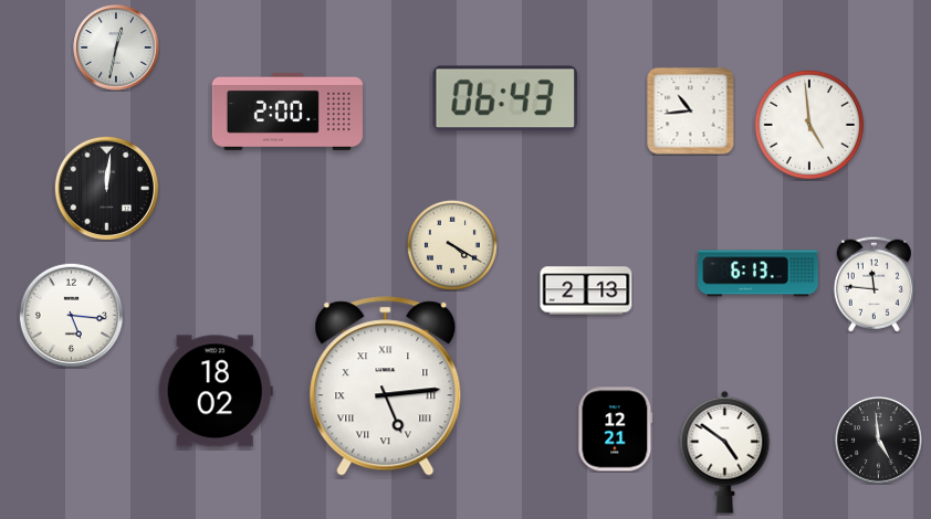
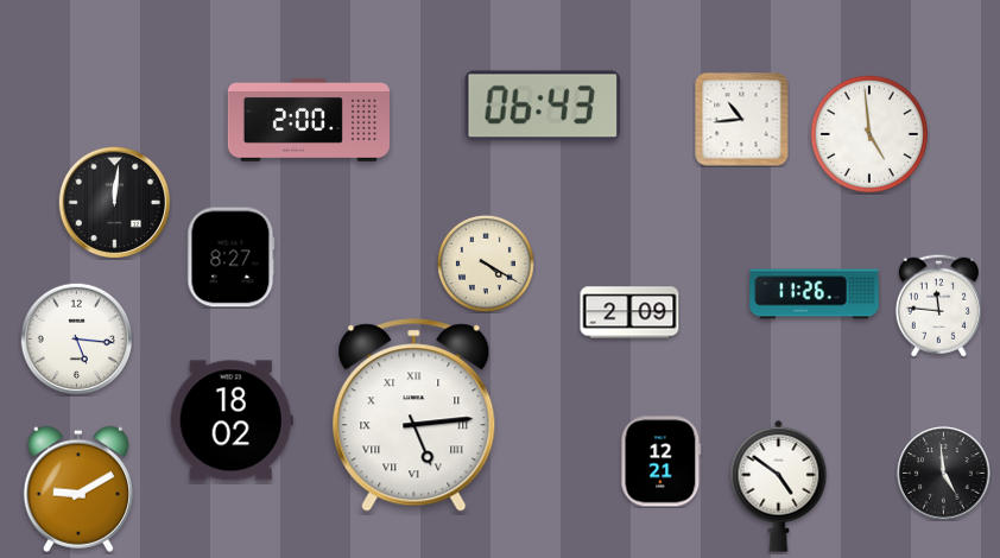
clock at (116, 47): 12:32 -> none
clock at (232, 258): none -> 8:27
clock at (759, 274): 6:13 -> 11:26
clock at (586, 290): 2:13 -> 2:09
clock at (77, 489): none -> 9:10
